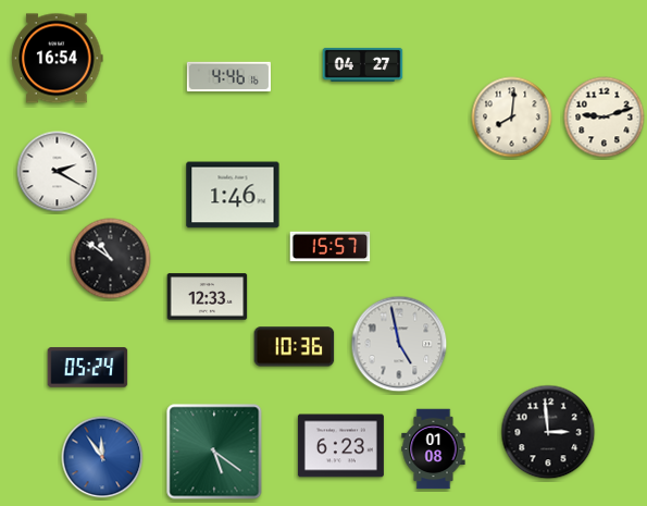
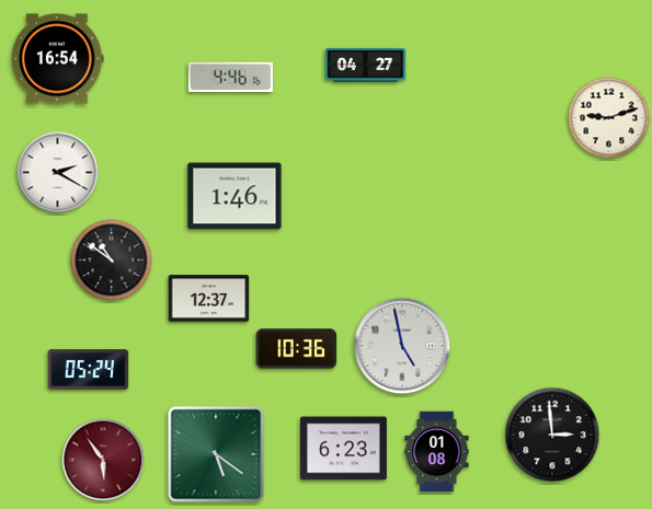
clock at (512, 118): 8:01 -> none
clock at (331, 247): 15:57 -> none
clock at (208, 297): 12:33 -> 12:37
clock at (102, 457): 11:54 -> 5:54
clock at (102, 457) dial: blue -> burgundy
